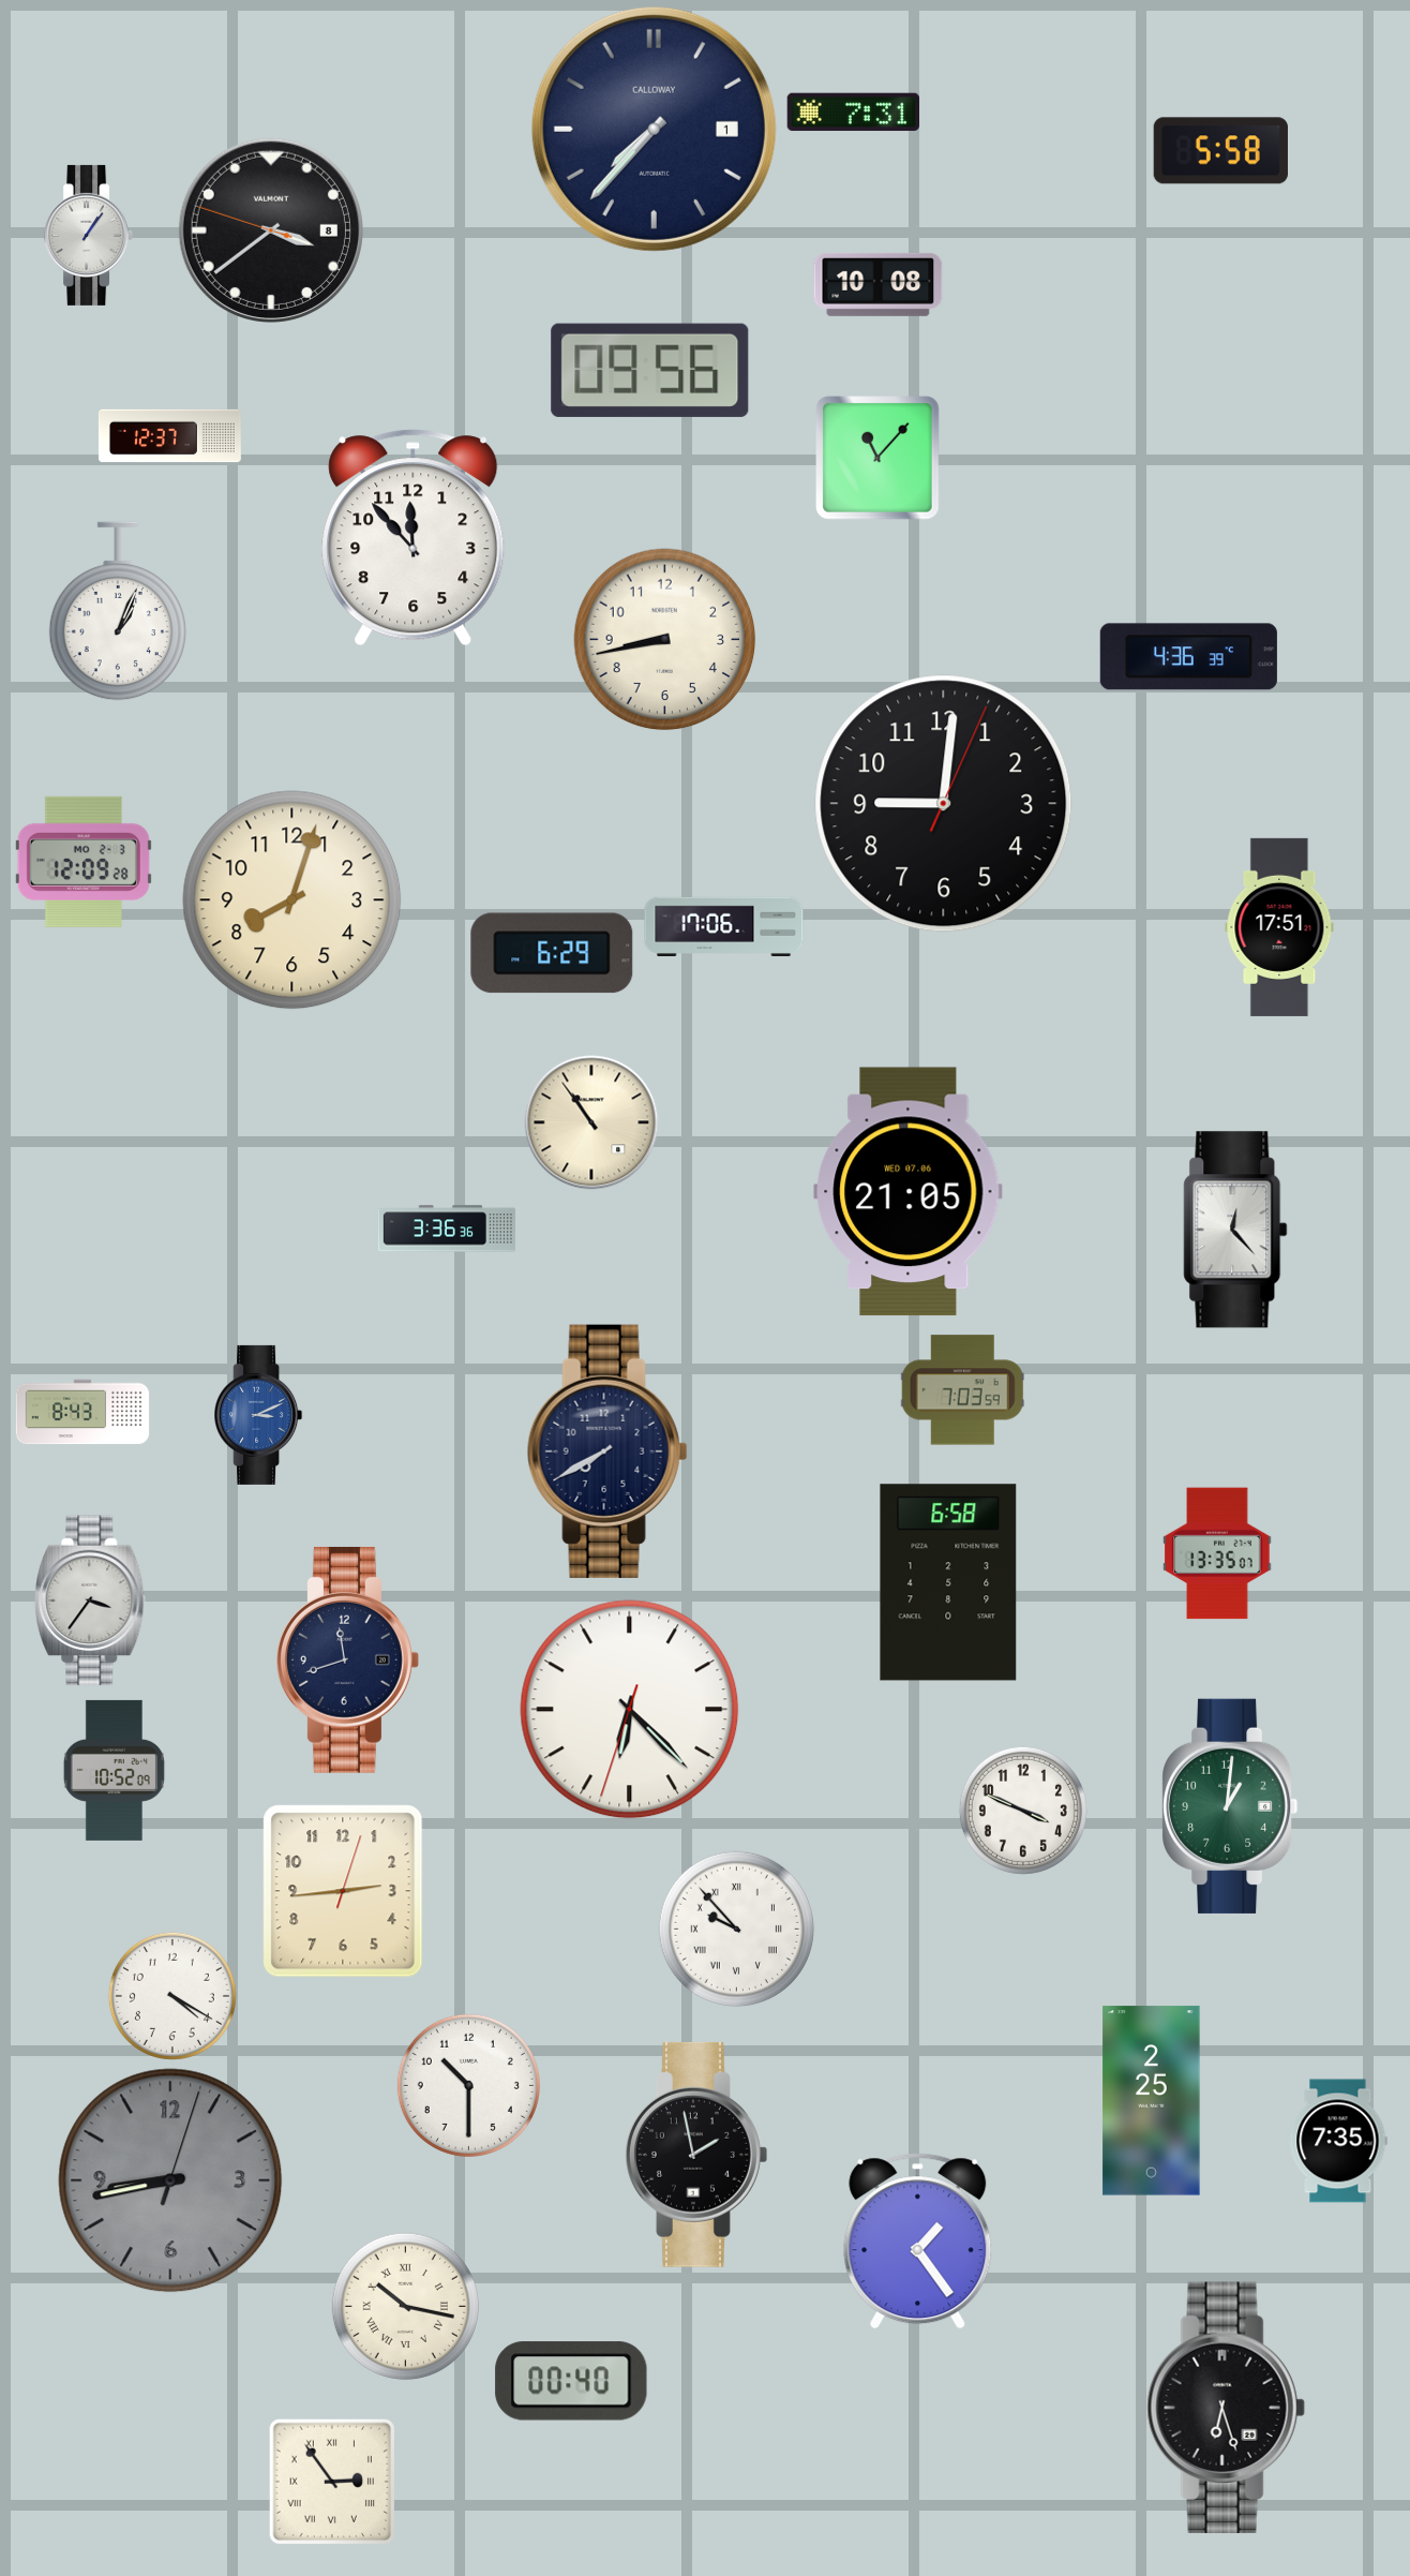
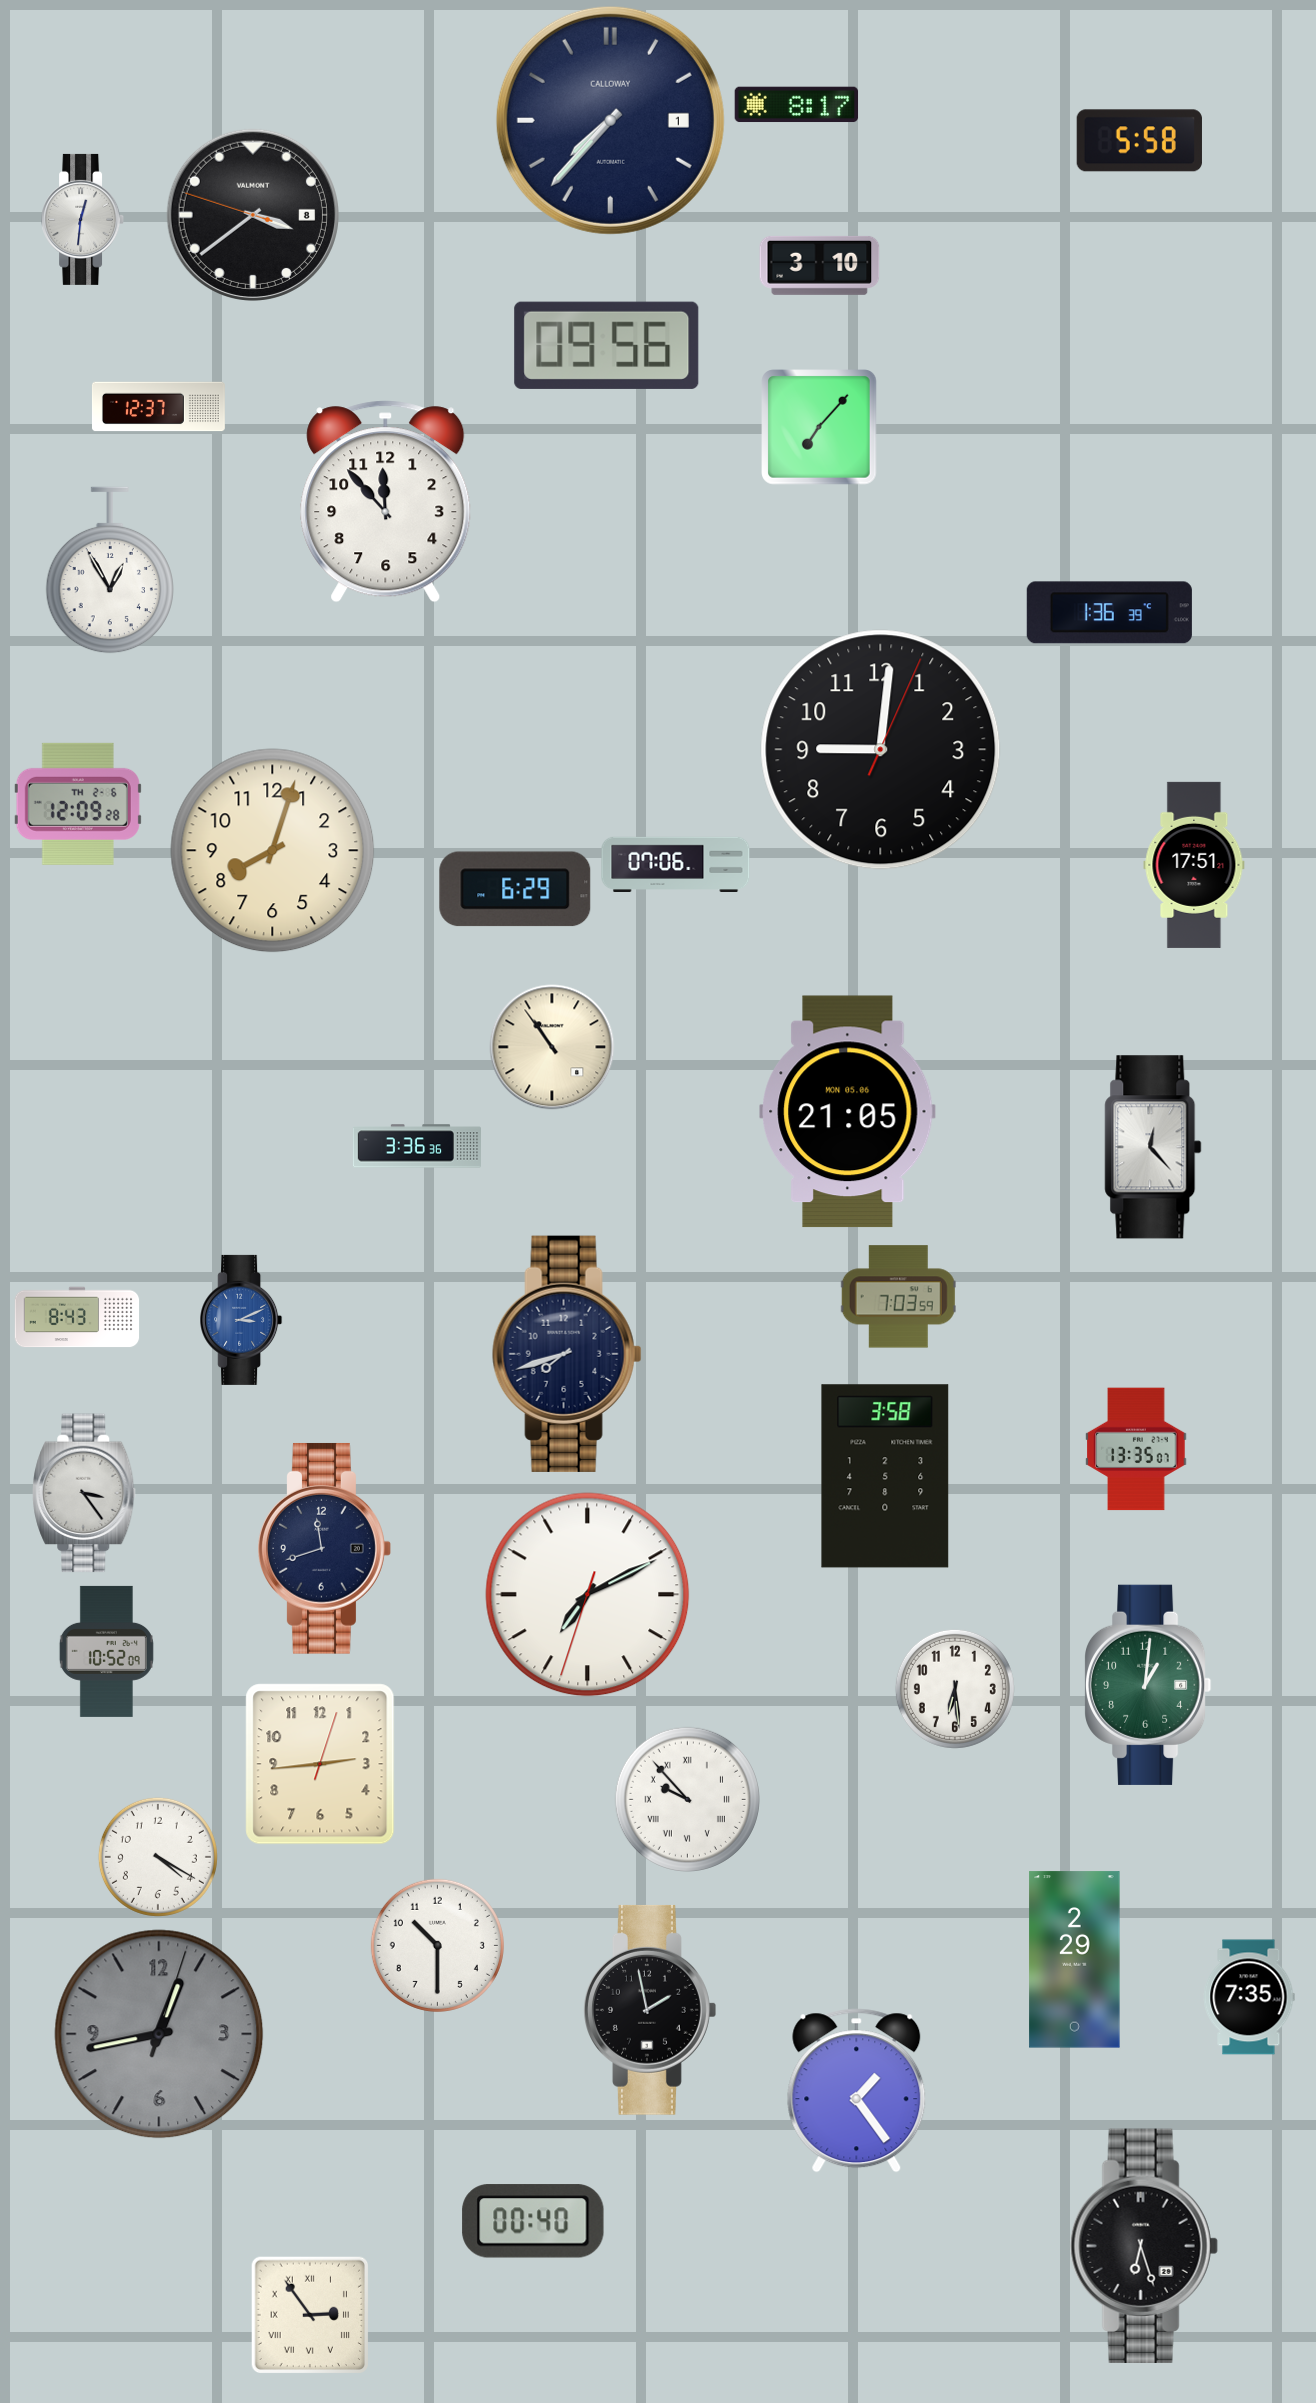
clock at (854, 113): 7:31 -> 8:17
clock at (89, 235): 1:06 -> 12:31
clock at (879, 284): 10:08 -> 3:10
clock at (877, 458): 11:07 -> 7:07
clock at (118, 611): 1:04 -> 12:55
clock at (665, 640): 8:43 -> none
clock at (1188, 657): 4:36 -> 1:36
clock at (84, 862) date: MO 2-3 -> TH 2-6
clock at (292, 900) position: (292, 900) -> (273, 851)
clock at (724, 926): 17:06 -> 07:06
clock at (909, 1192) date: WED 07.06 -> MON 05.06
clock at (607, 1451): 7:40 -> 7:42
clock at (948, 1582): 6:58 -> 3:58
clock at (90, 1600): 3:36 -> 3:24
clock at (630, 1710): 6:22 -> 7:10
clock at (1023, 1811): 3:49 -> 6:29
clock at (172, 1996) position: (172, 1996) -> (158, 1857)
clock at (1152, 2101): 2:25 -> 2:29
clock at (170, 2180): 8:43 -> 12:43
clock at (405, 2306): 10:17 -> none
